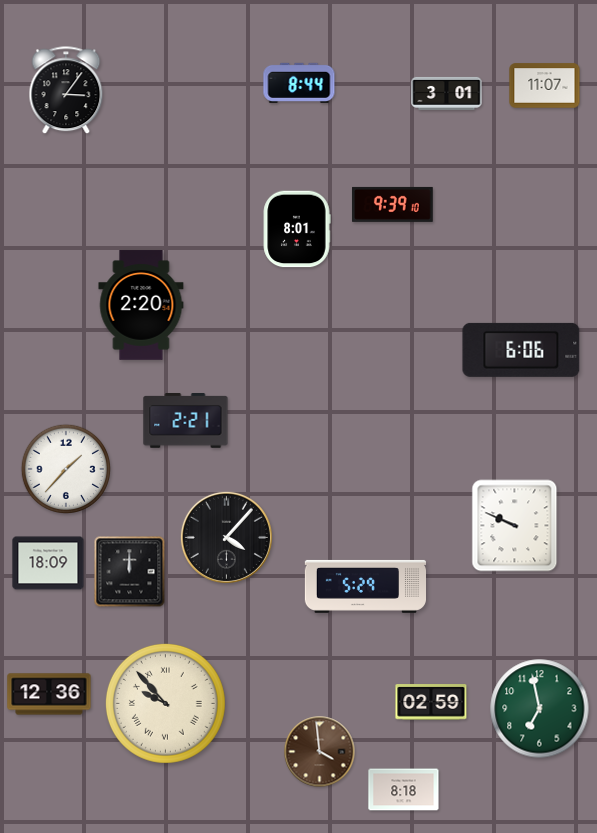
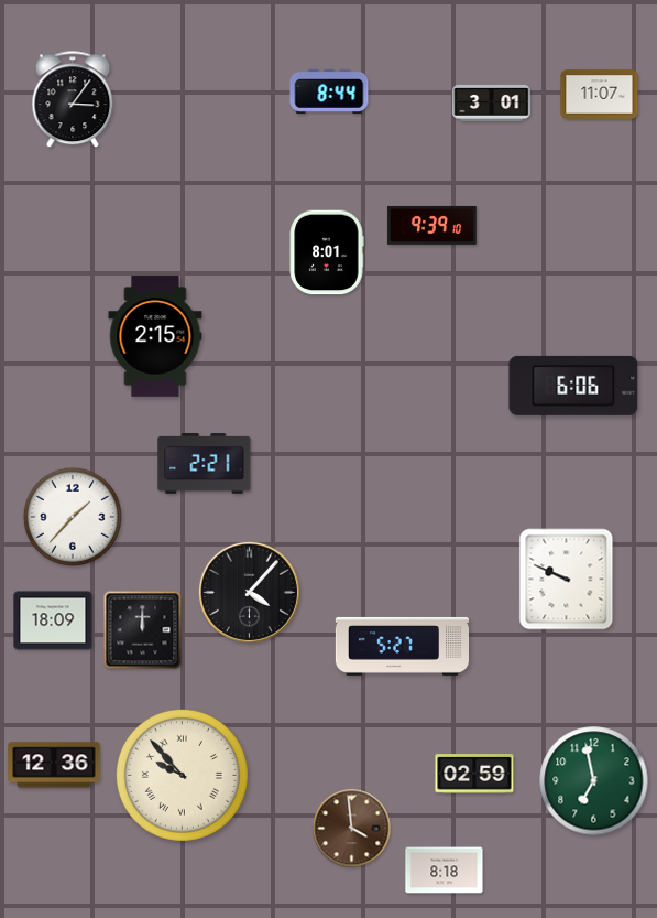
clock at (141, 305): 2:20 -> 2:15
clock at (365, 586): 5:29 -> 5:27
